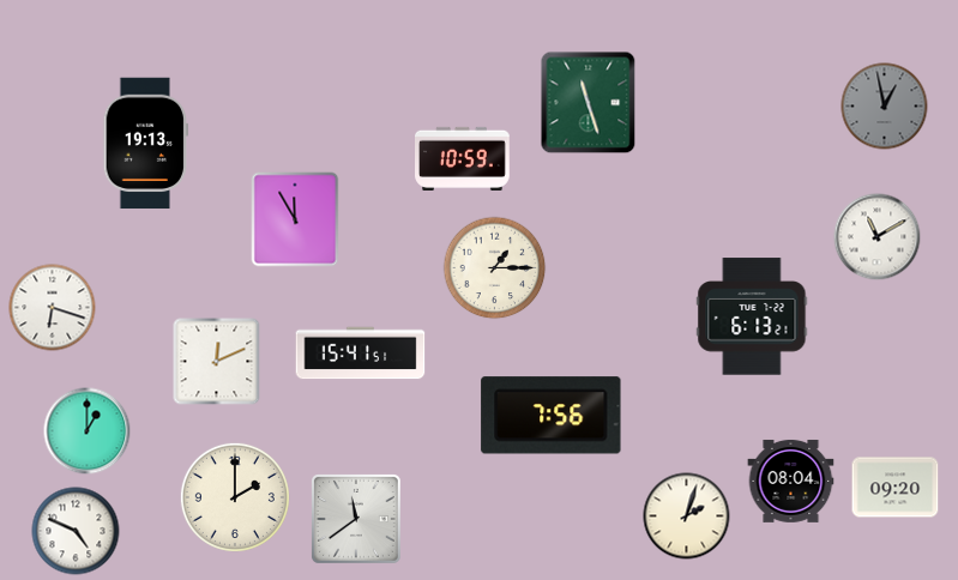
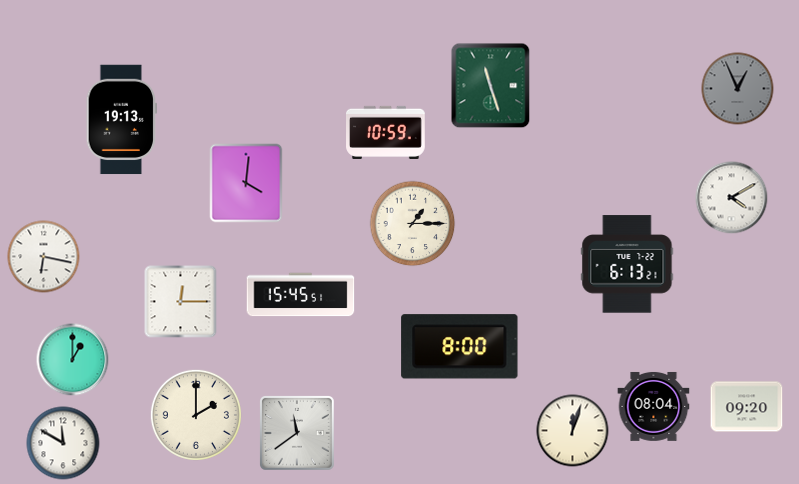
clock at (885, 107): 12:58 -> 12:56
clock at (295, 219): 11:55 -> 4:01
clock at (878, 237): 11:10 -> 4:10
clock at (53, 308): 6:18 -> 6:17
clock at (361, 354): 15:41 -> 15:45
clock at (217, 362): 12:11 -> 12:15
clock at (552, 416): 7:56 -> 8:00
clock at (791, 481) position: (791, 481) -> (654, 406)
clock at (687, 516): 2:03 -> 12:03
clock at (76, 531): 4:49 -> 11:50
